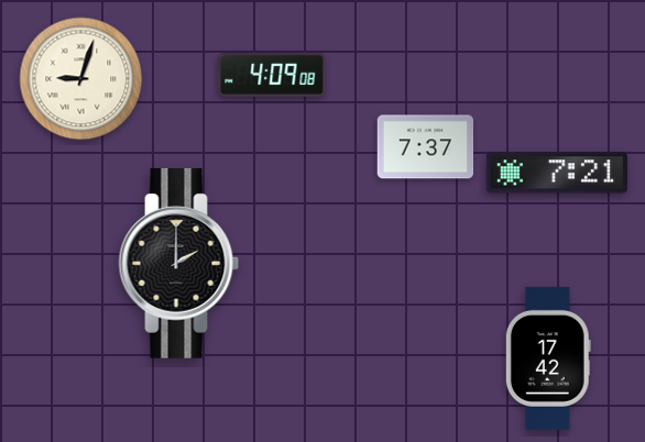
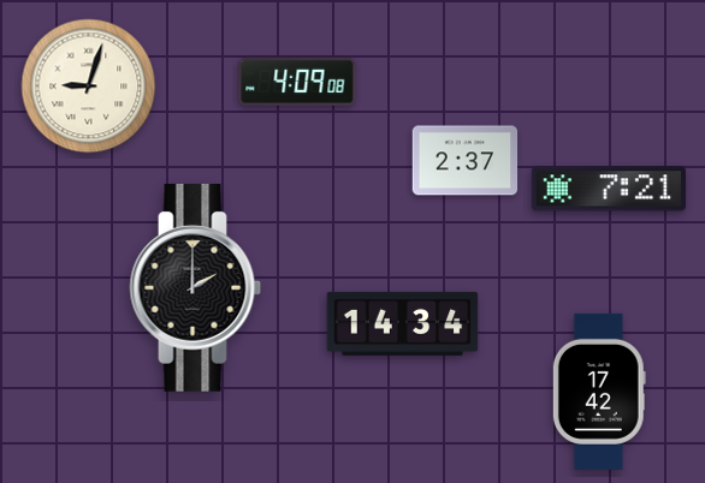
clock at (426, 147): 7:37 -> 2:37
clock at (403, 323): none -> 14:34
